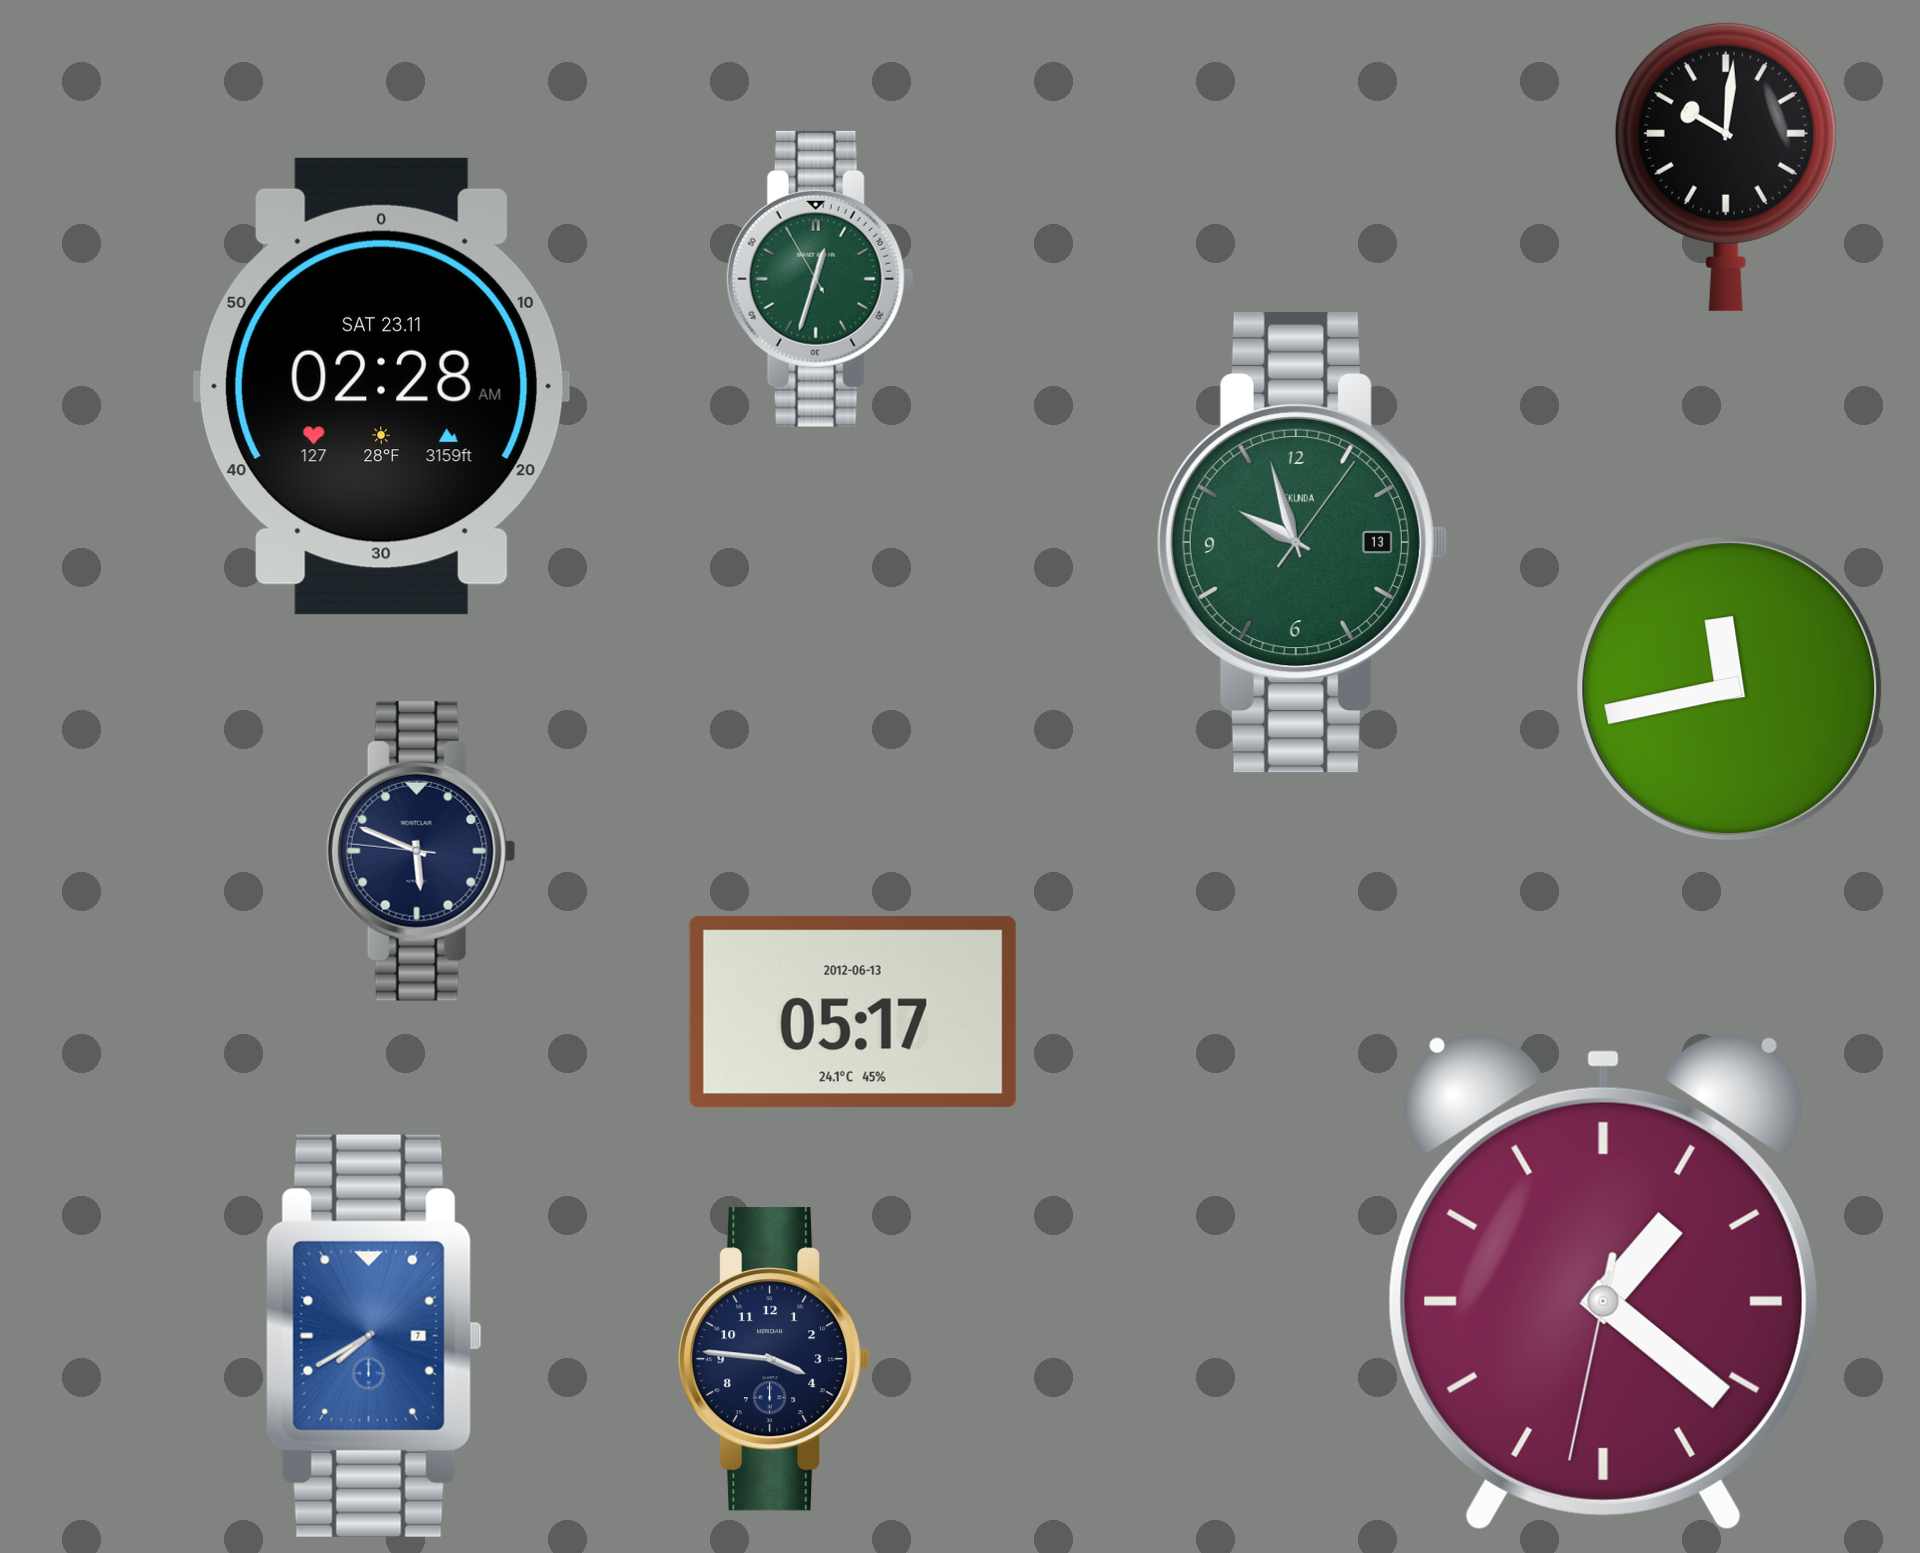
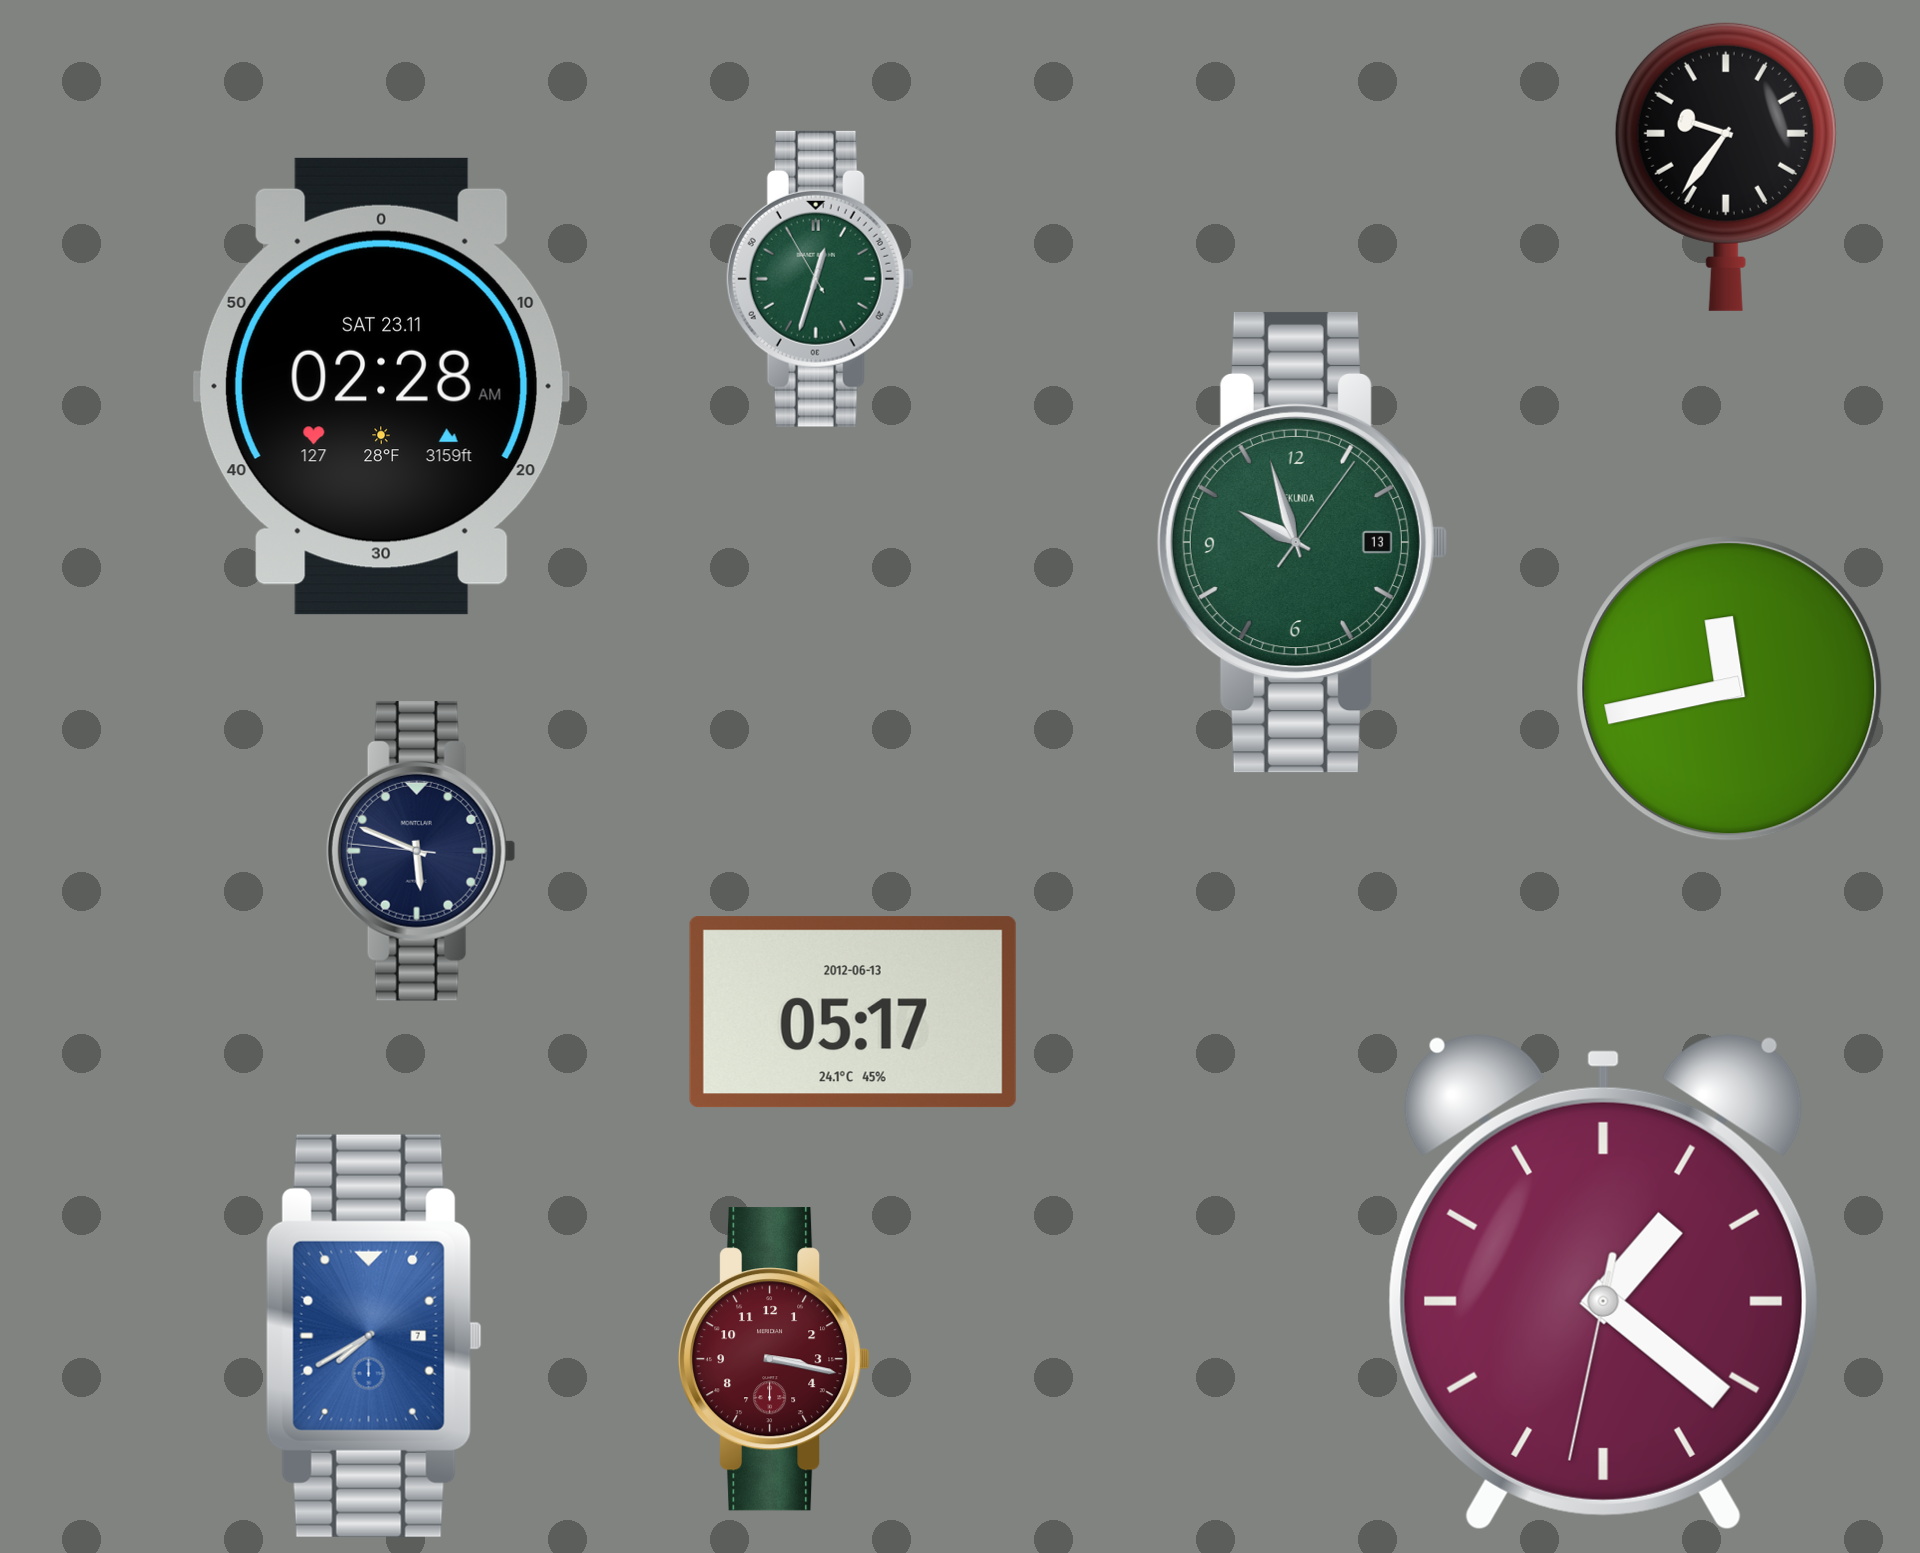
clock at (1726, 166): 10:01 -> 9:36
clock at (774, 1359): 3:46 -> 3:17
clock at (774, 1359) dial: navy -> burgundy
